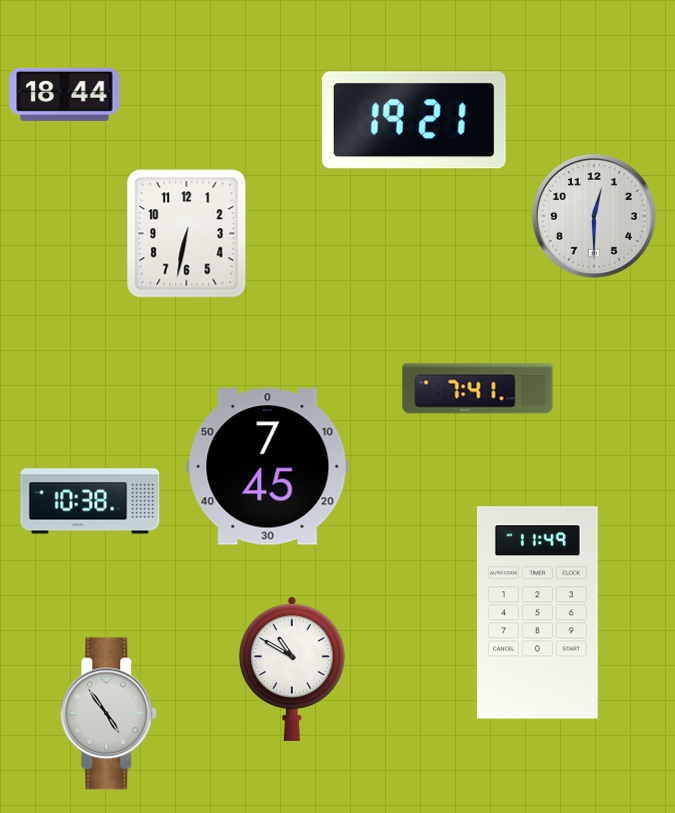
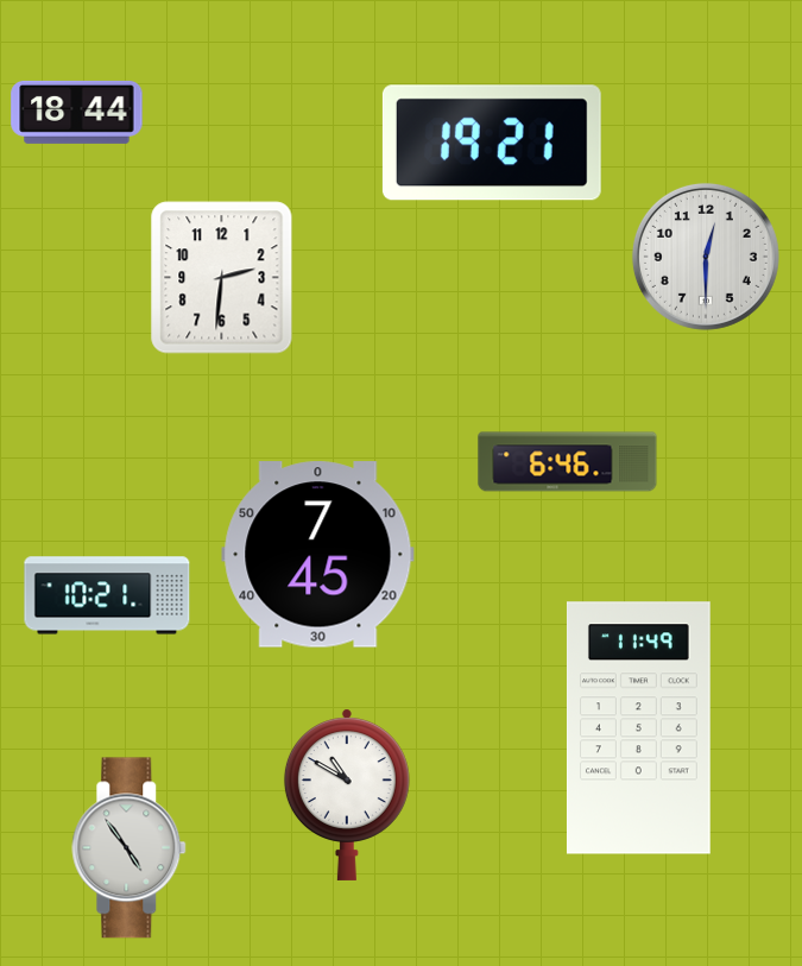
clock at (187, 234): 6:32 -> 2:31
clock at (478, 389): 7:41 -> 6:46
clock at (90, 501): 10:38 -> 10:21
